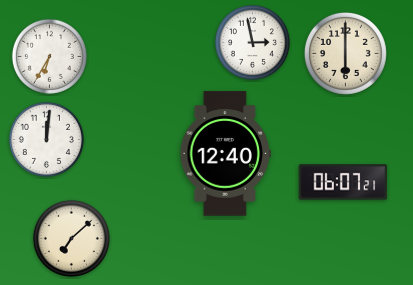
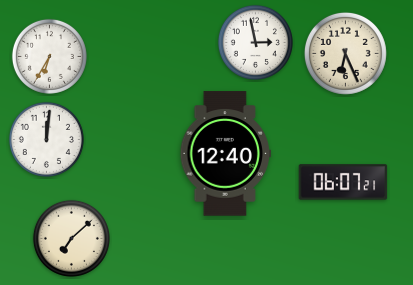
clock at (252, 42) position: (252, 42) -> (255, 42)
clock at (345, 53): 6:00 -> 6:26
